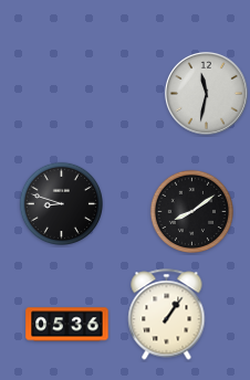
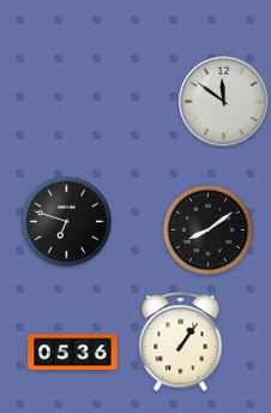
clock at (207, 94): 11:32 -> 11:51
clock at (61, 203): 8:48 -> 6:48
